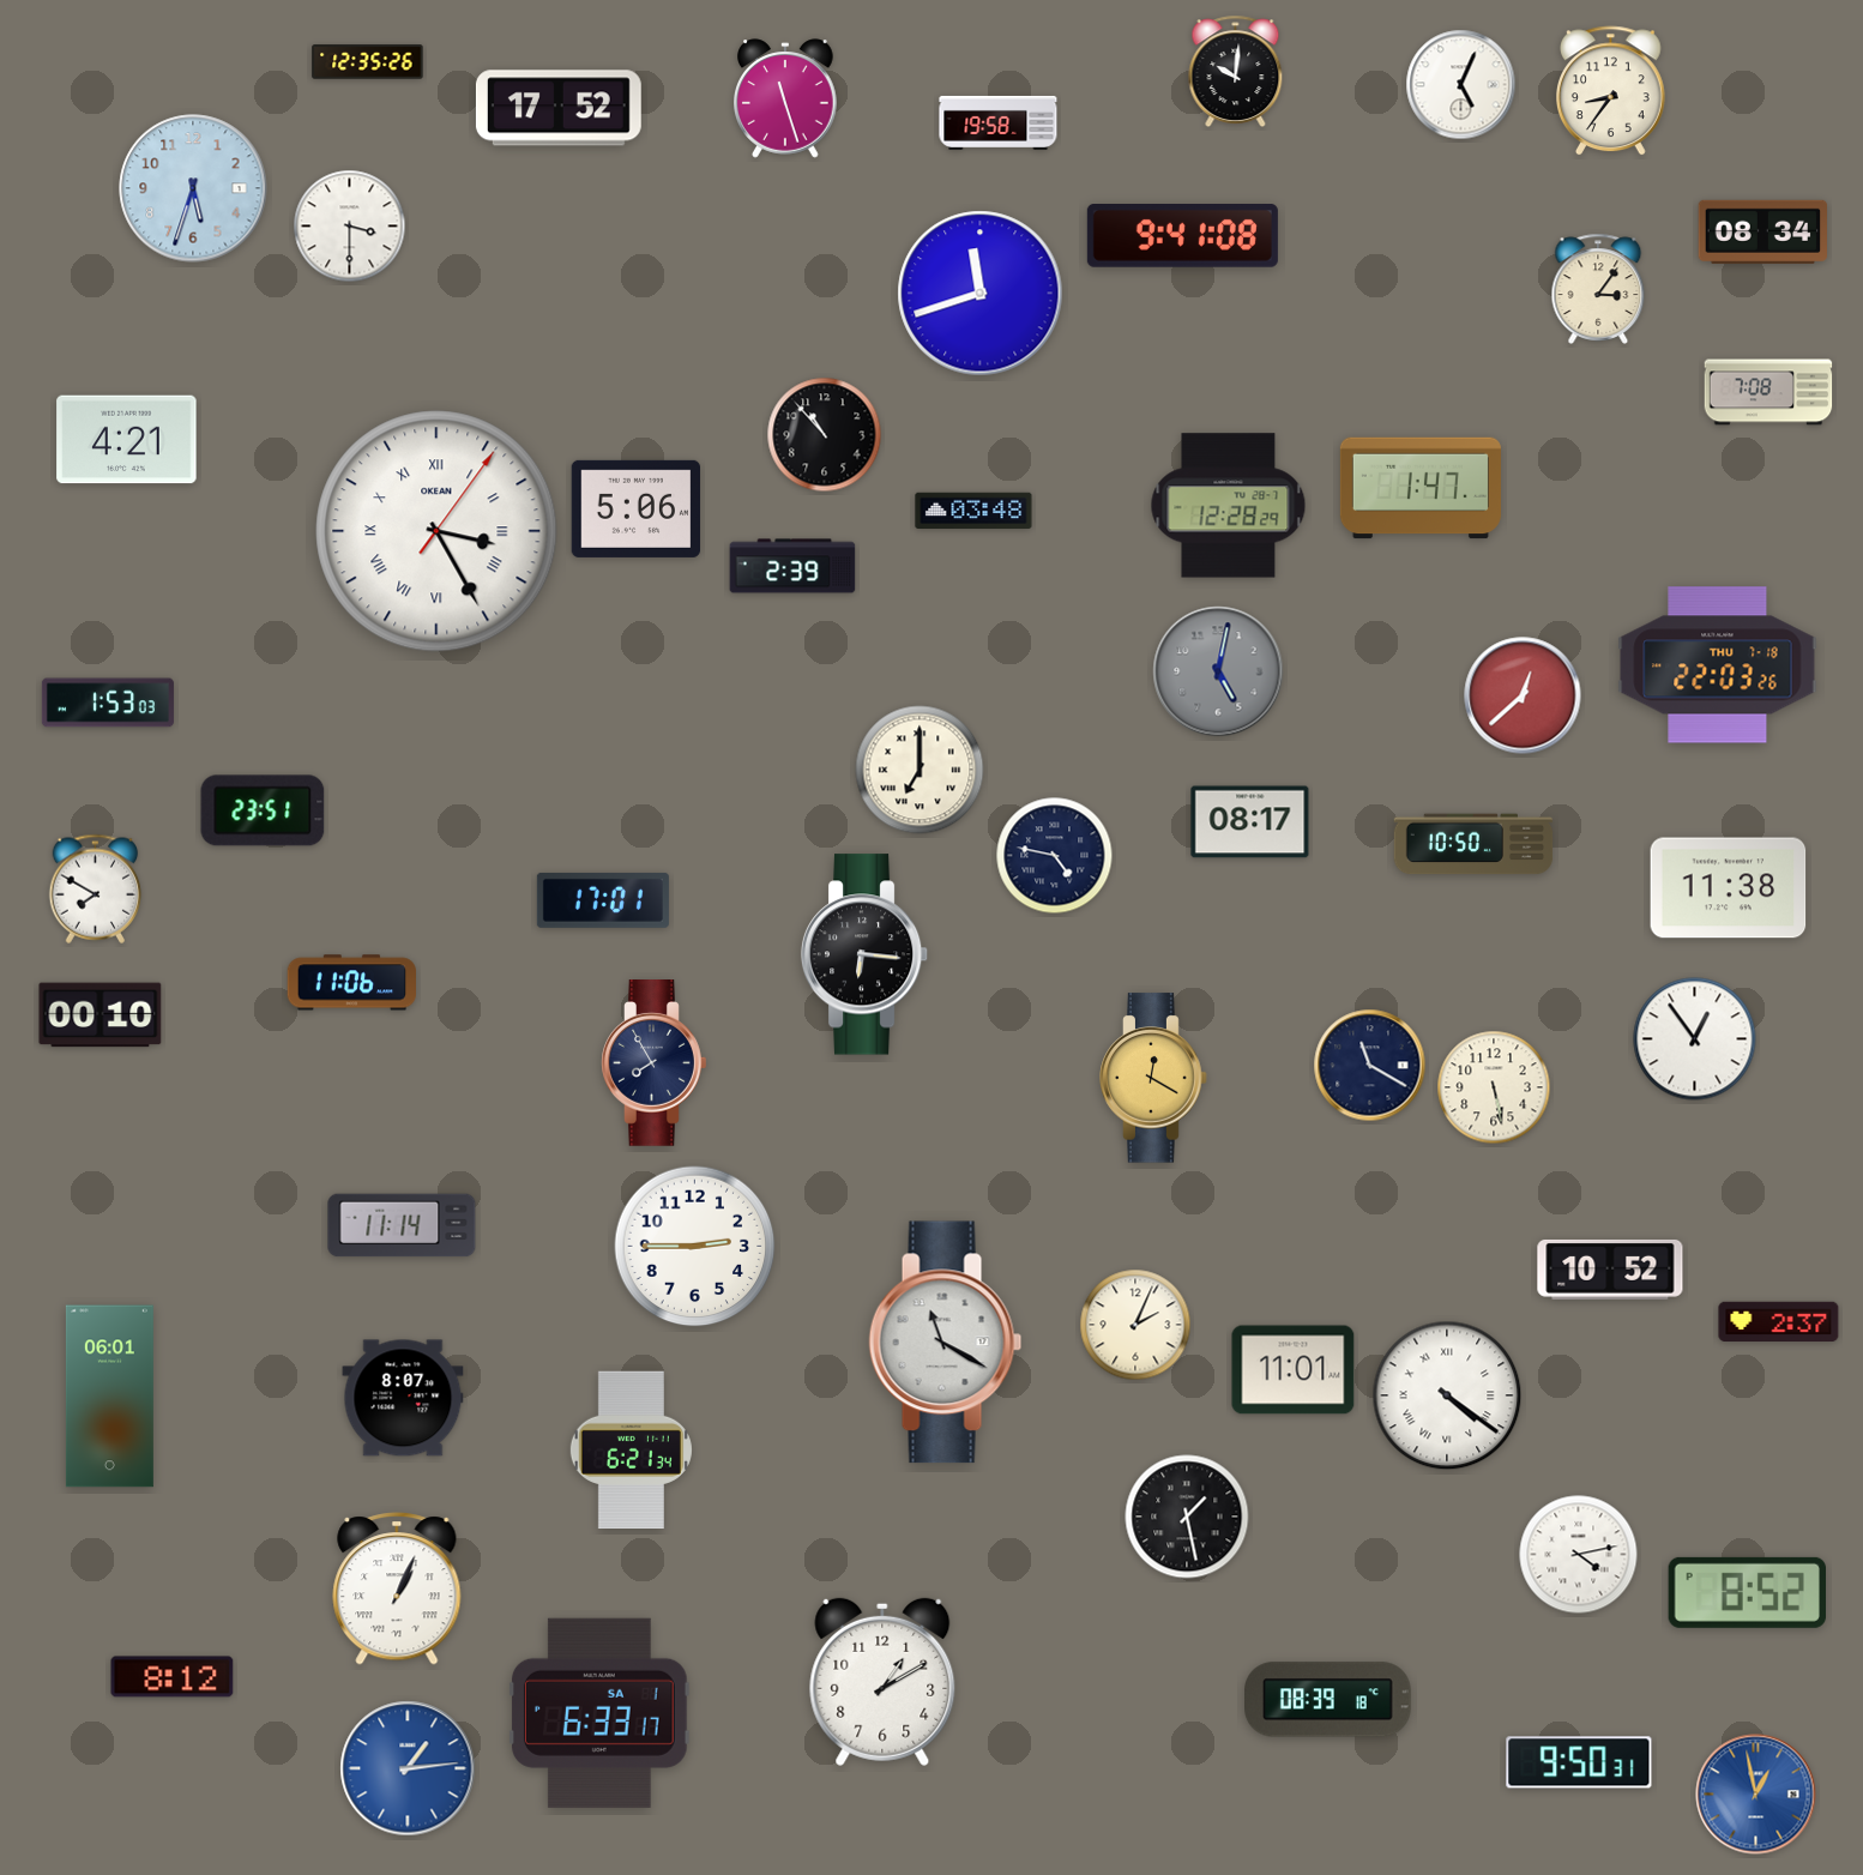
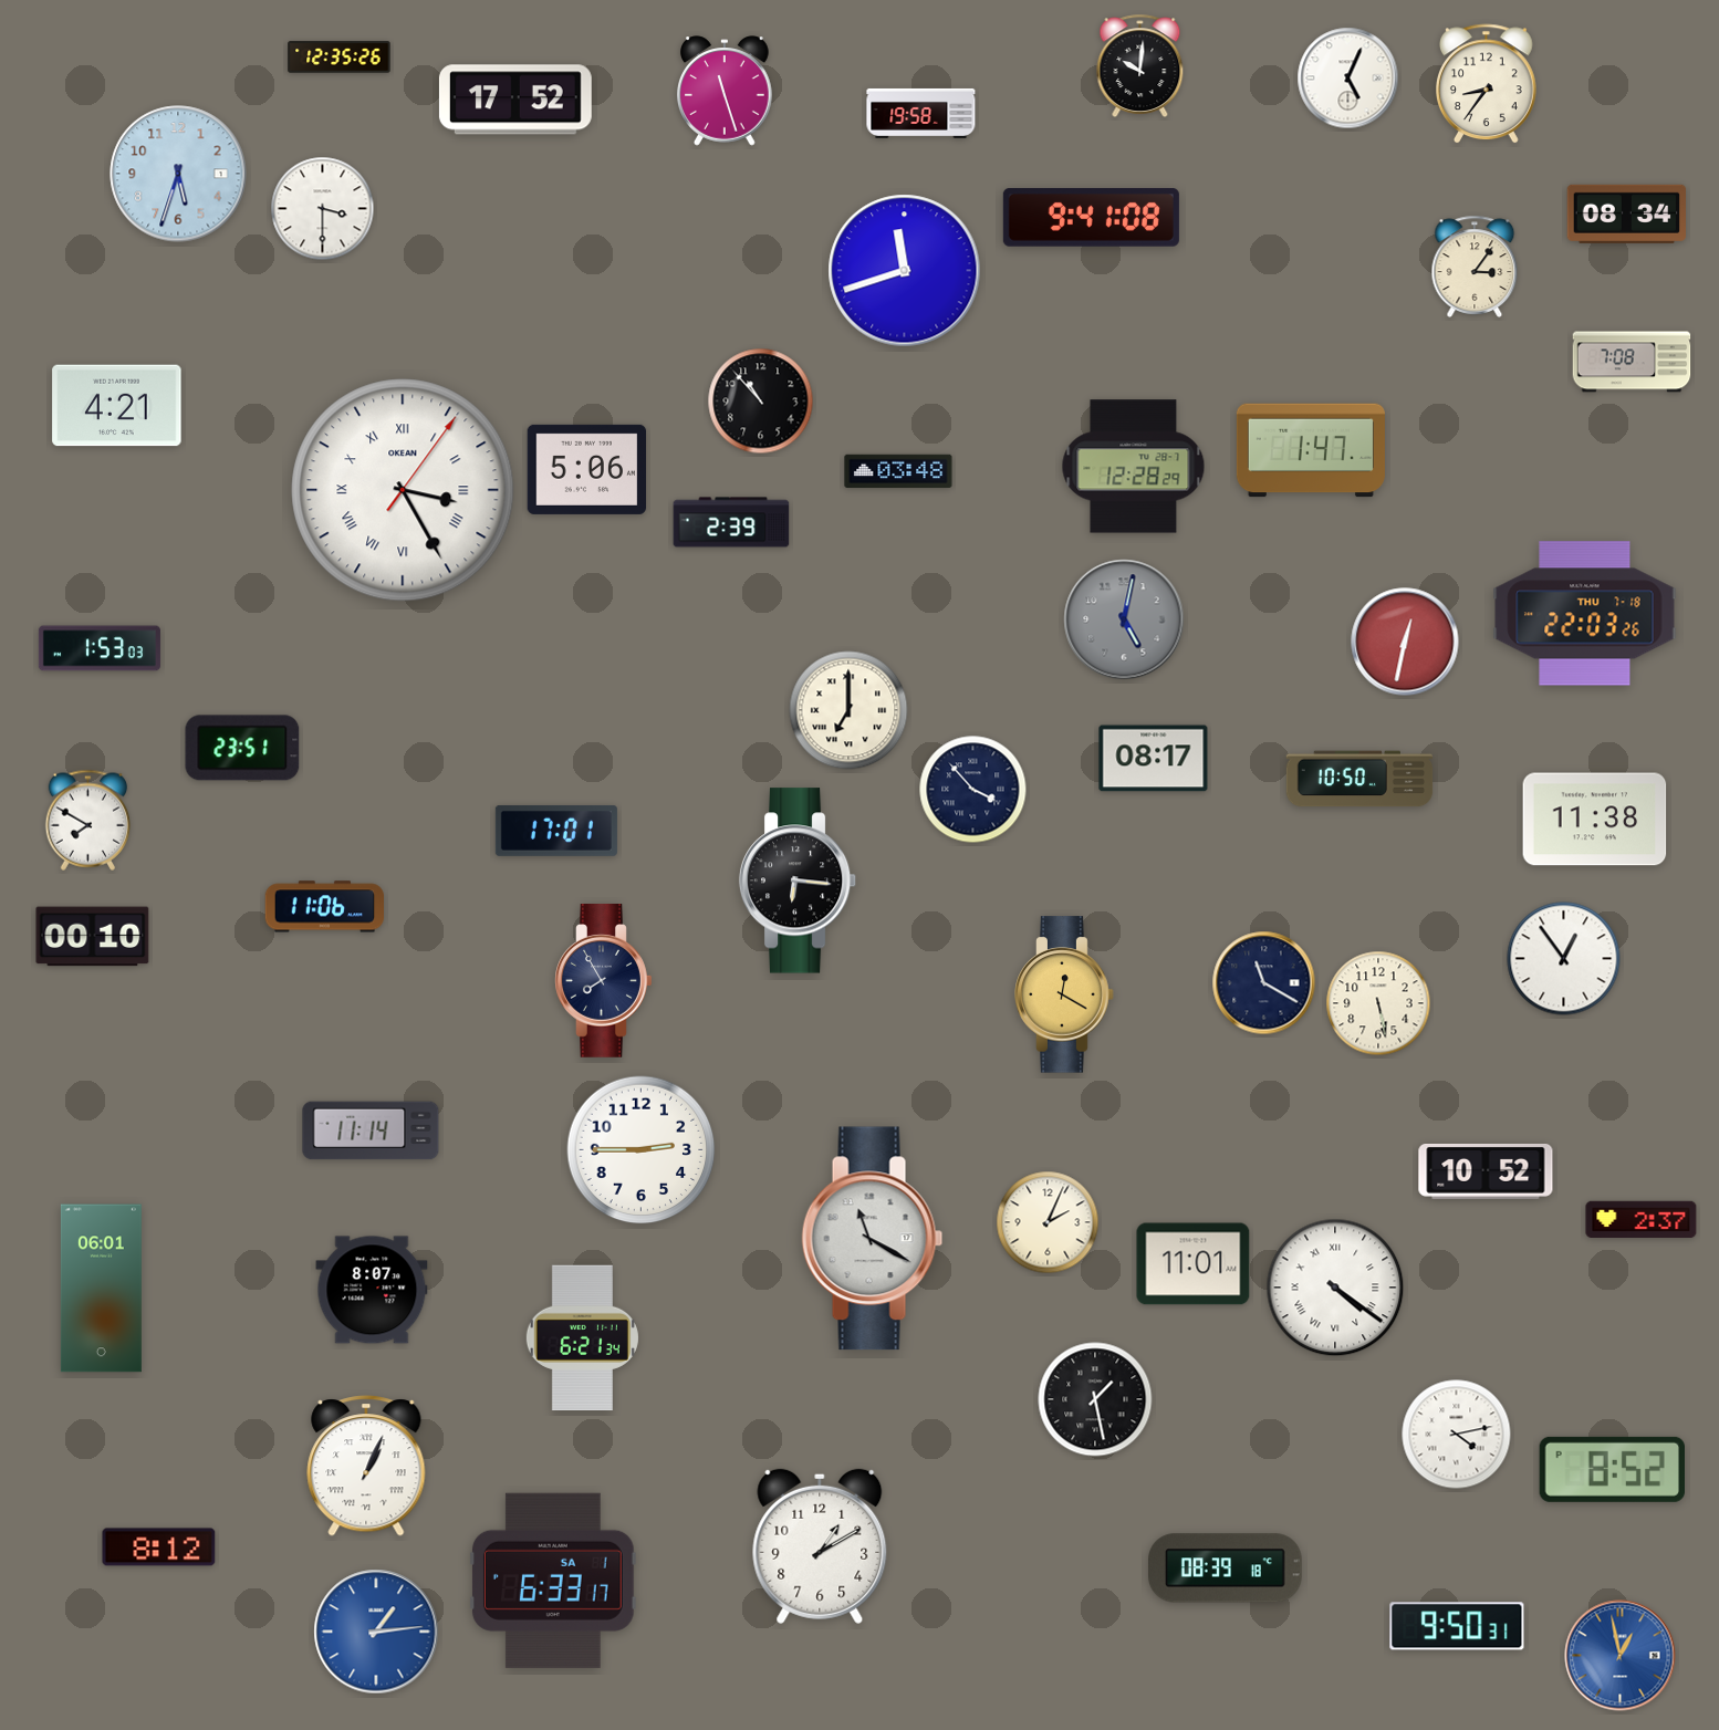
clock at (1523, 695): 12:38 -> 12:32
clock at (1055, 856): 4:47 -> 3:53
clock at (882, 1682) position: (882, 1682) -> (820, 1546)
